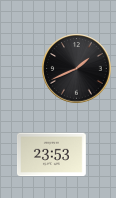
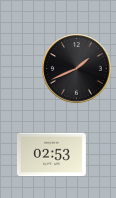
clock at (52, 155): 23:53 -> 02:53
